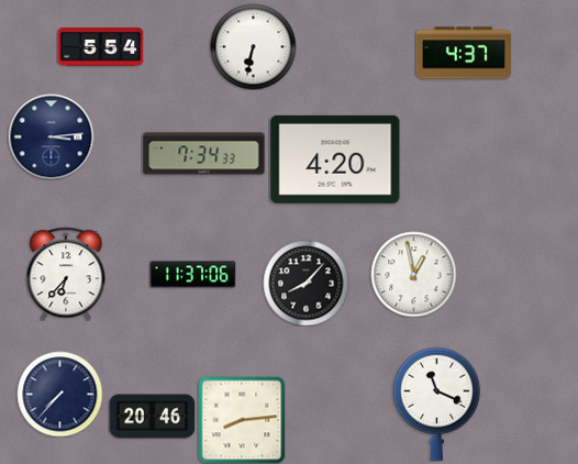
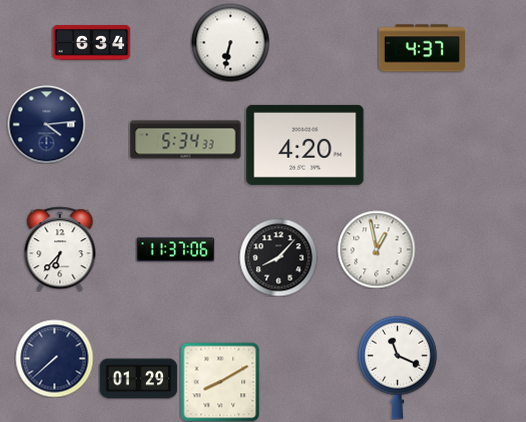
clock at (100, 47): 5:54 -> 6:34
clock at (51, 136): 3:14 -> 4:14
clock at (204, 154): 7:34 -> 5:34
clock at (59, 394): 7:37 -> 7:38
clock at (152, 417): 20:46 -> 01:29
clock at (242, 420): 8:14 -> 8:10
